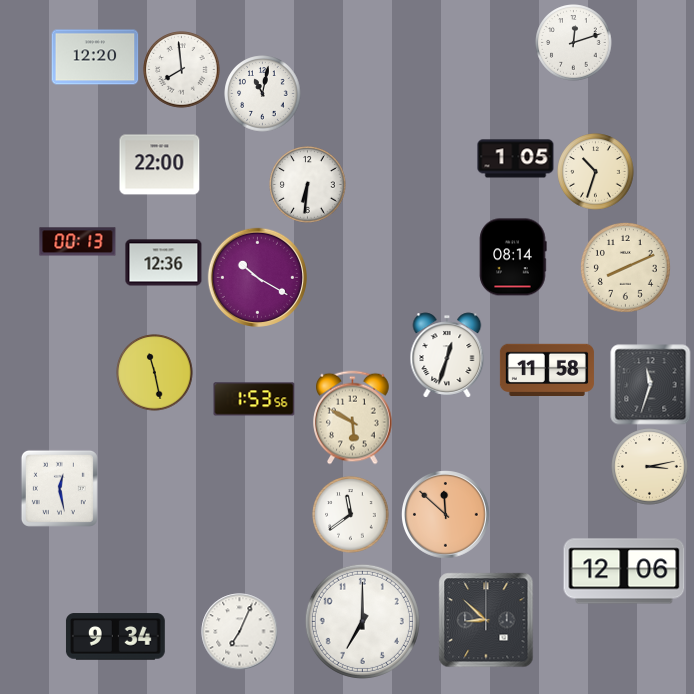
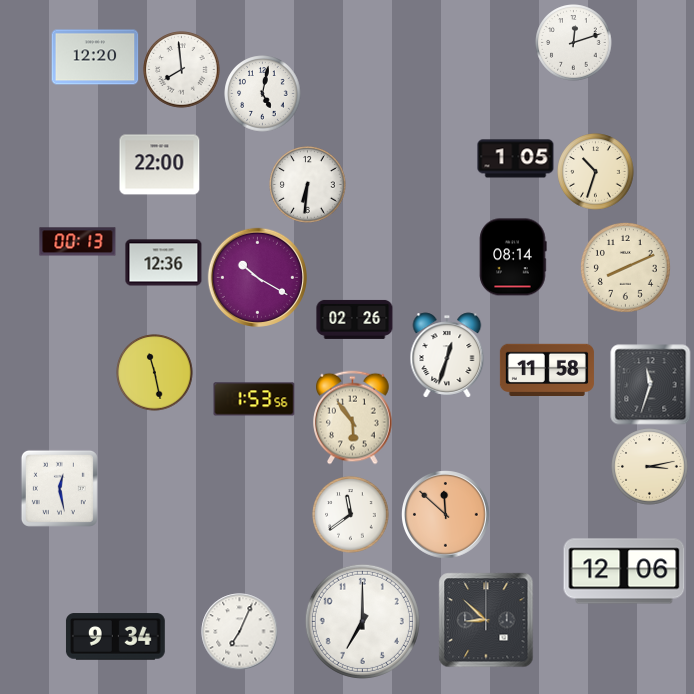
clock at (263, 94): 11:02 -> 5:02
clock at (355, 319): none -> 02:26
clock at (353, 418): 5:50 -> 5:54
